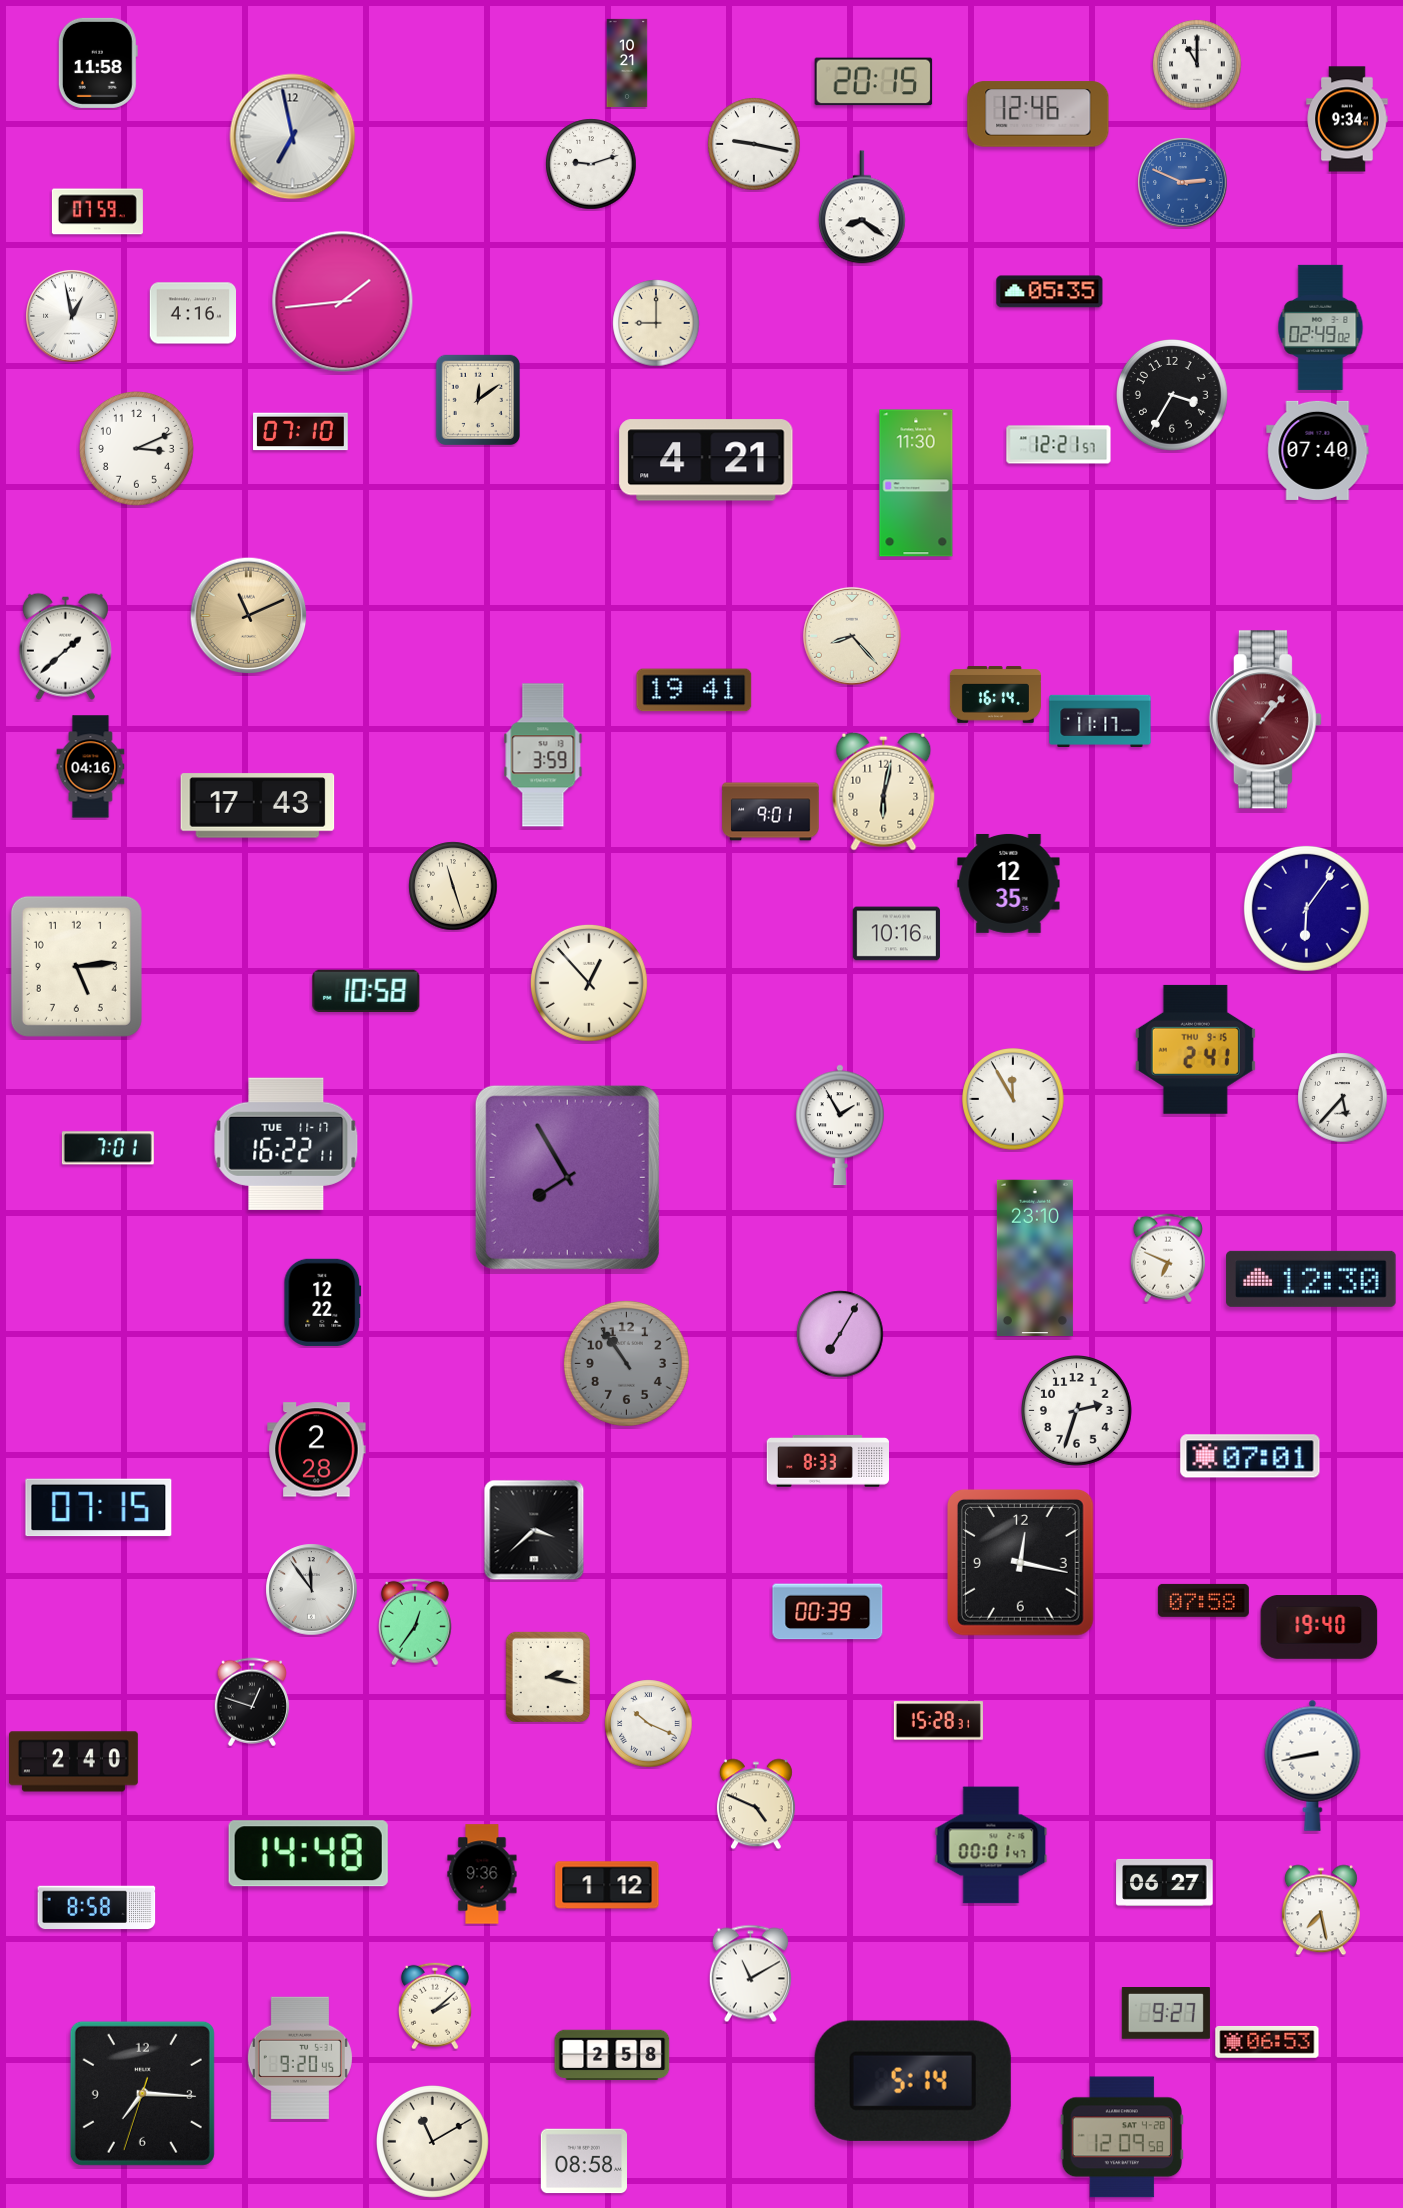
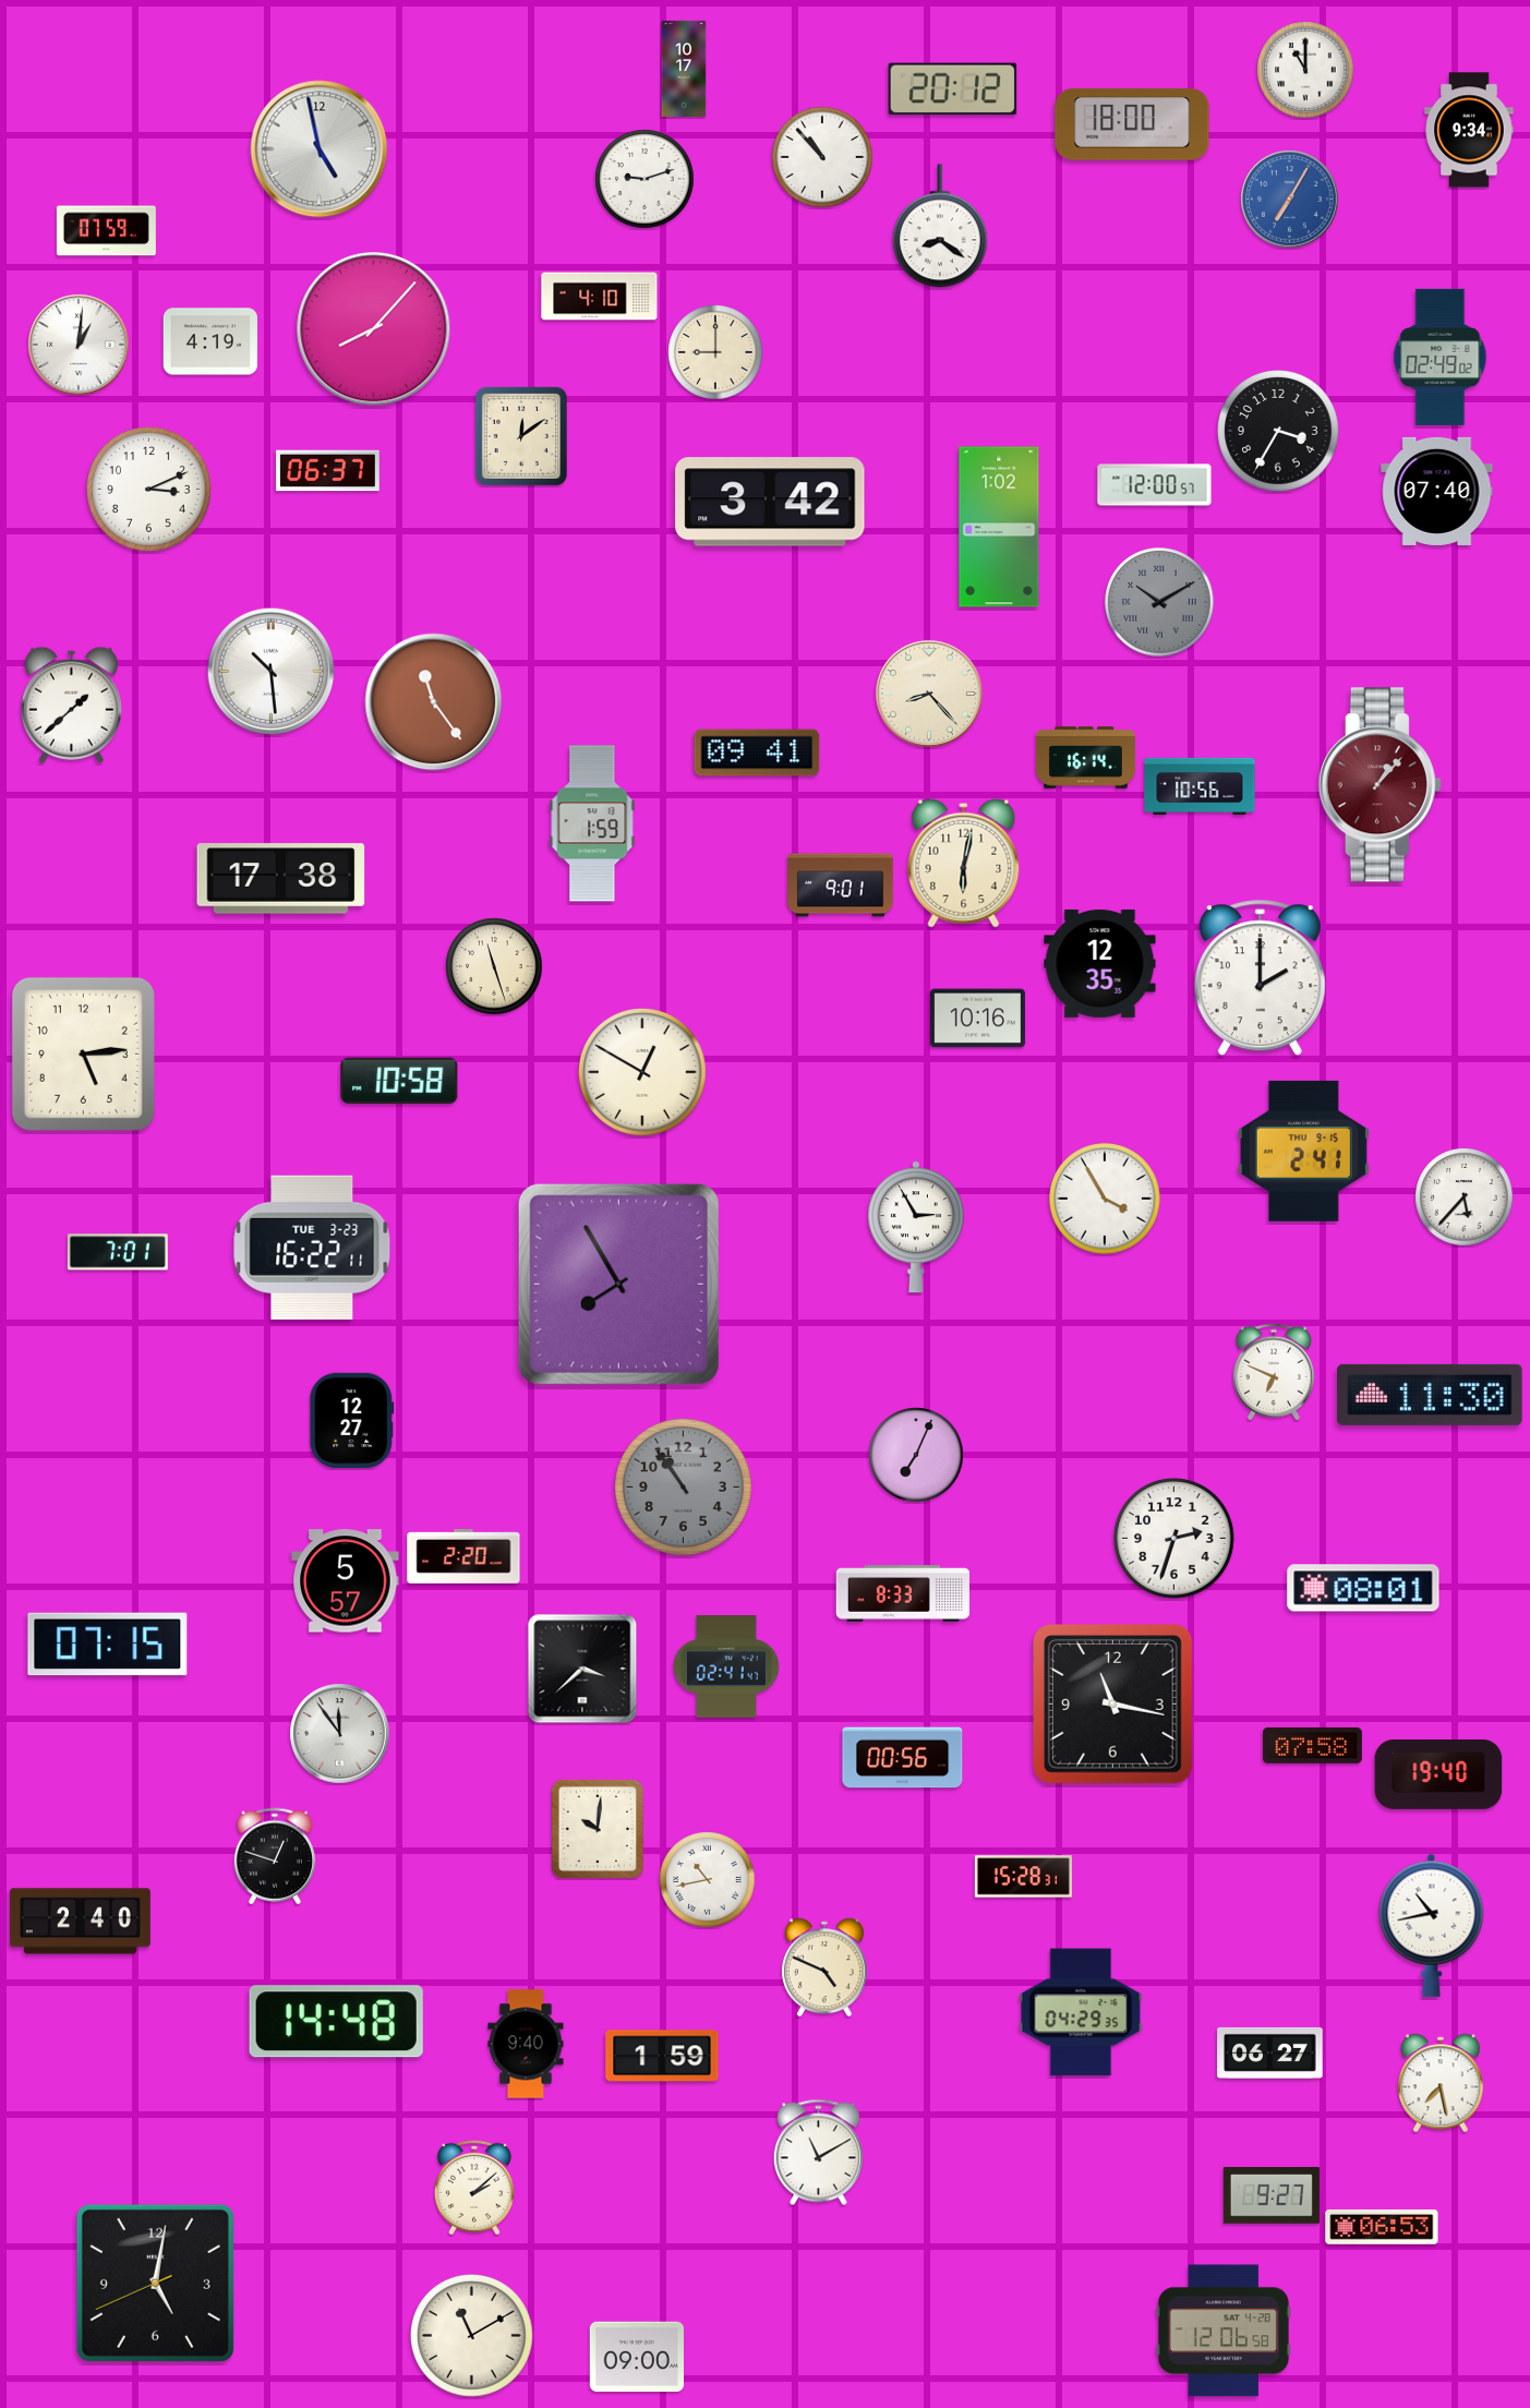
clock at (627, 62): 10:21 -> 10:17
clock at (98, 63): 11:58 -> none
clock at (874, 82): 20:15 -> 20:12
clock at (1038, 114): 12:46 -> 18:00
clock at (293, 137): 6:58 -> 4:58
clock at (754, 144): 9:17 -> 10:53
clock at (1183, 183): 2:49 -> 7:05
clock at (600, 297): none -> 4:10
clock at (1050, 292): 05:35 -> none
clock at (343, 302): 1:44 -> 8:07
clock at (193, 313): 4:16 -> 4:19
clock at (72, 316): 12:58 -> 1:01
clock at (301, 432): 07:10 -> 06:37
clock at (1059, 445): 12:21 -> 12:00
clock at (706, 460): 4:21 -> 3:42
clock at (916, 483): 11:30 -> 1:02
clock at (1159, 602): none -> 10:10
clock at (249, 616): 11:11 -> 10:29
clock at (249, 616) dial: champagne -> white
clock at (434, 702): none -> 11:24
clock at (694, 690): 19:41 -> 09:41
clock at (1100, 720): 11:17 -> 10:56
clock at (543, 755): 3:59 -> 1:59
clock at (91, 767): 04:16 -> none
clock at (258, 806): 17:43 -> 17:38
clock at (1260, 978): none -> 2:00
clock at (1306, 908): 6:06 -> none
clock at (589, 983): 12:53 -> 12:50
clock at (1195, 1049) position: (1195, 1049) -> (1303, 1151)
clock at (1013, 1099): 11:55 -> 3:55
clock at (840, 1125): 1:55 -> 2:55
clock at (286, 1144) date: TUE 11-17 -> TUE 3-23
clock at (1035, 1258): 23:10 -> none
clock at (1311, 1279): 12:30 -> 11:30
clock at (323, 1302): 12:22 -> 12:27
clock at (840, 1334): 7:05 -> 7:04
clock at (463, 1556): none -> 2:20
clock at (317, 1450): 2:28 -> 5:57
clock at (1250, 1456): 07:01 -> 08:01
clock at (726, 1666): none -> 02:41
clock at (1021, 1563): 12:17 -> 11:17
clock at (828, 1612): 00:39 -> 00:56
clock at (415, 1622): 12:36 -> none
clock at (547, 1676): 2:17 -> 10:01
clock at (649, 1724): 10:19 -> 10:43
clock at (1313, 1765): 8:43 -> 10:43
clock at (991, 1845): 00:01 -> 04:29
clock at (482, 1874): 9:36 -> 9:40
clock at (607, 1885): 1:12 -> 1:59
clock at (97, 1908): 8:58 -> none
clock at (612, 2055): 2:58 -> none
clock at (300, 2058): 9:20 -> none
clock at (913, 2081): 5:14 -> none
clock at (142, 2093): 7:15 -> 5:01
clock at (1122, 2137): 12:09 -> 12:06
clock at (583, 2161): 08:58 -> 09:00
